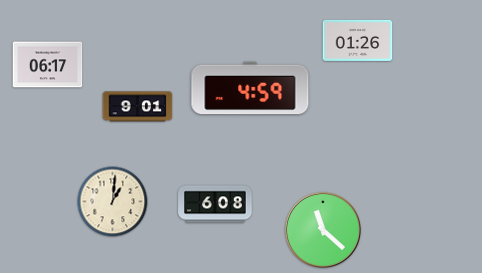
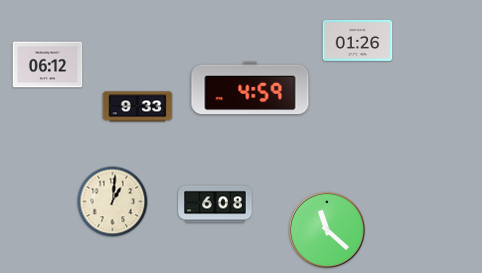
clock at (48, 65): 06:17 -> 06:12
clock at (138, 107): 9:01 -> 9:33
clock at (323, 230) position: (323, 230) -> (327, 230)
